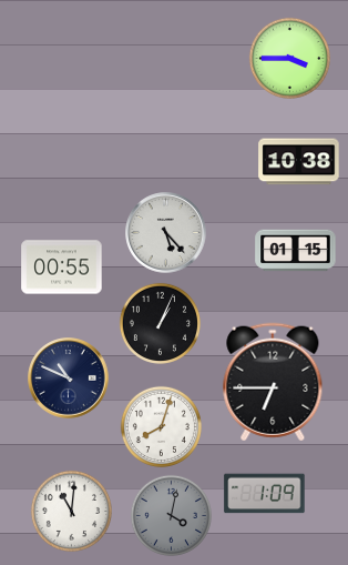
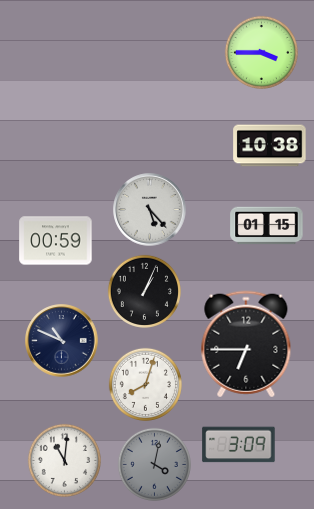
clock at (62, 268): 00:55 -> 00:59
clock at (265, 494): 1:09 -> 3:09
